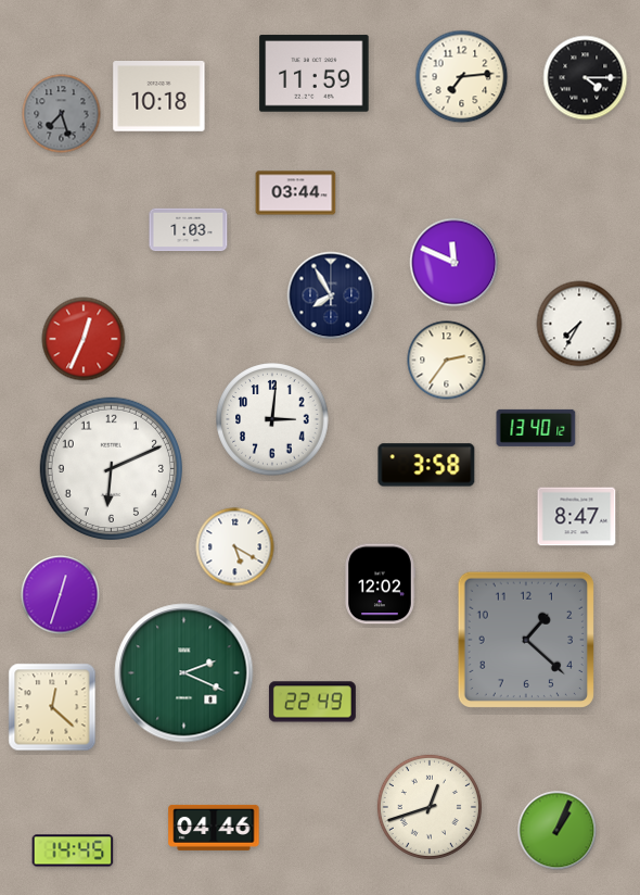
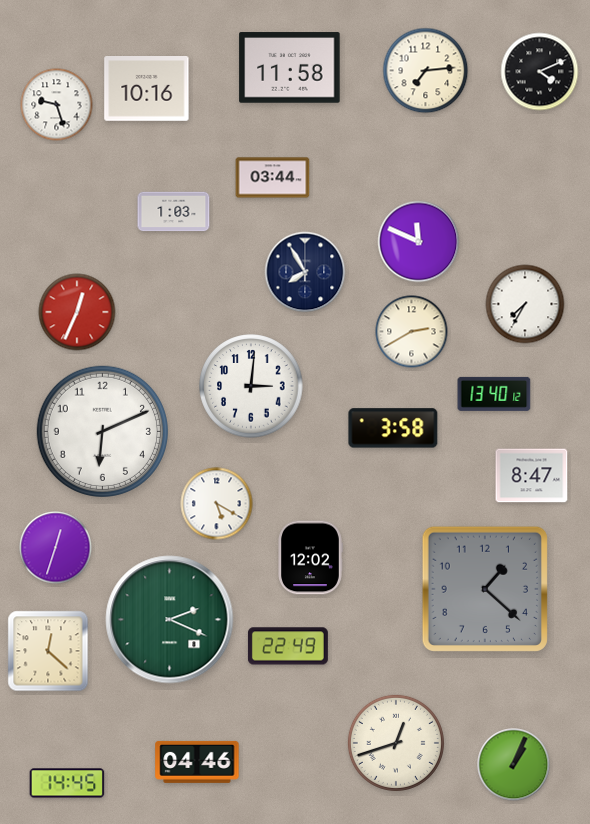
clock at (315, 74): 11:59 -> 11:58
clock at (586, 78): 4:15 -> 4:11
clock at (159, 97): 10:18 -> 10:16
clock at (62, 114): 7:27 -> 9:27
clock at (62, 114) dial: grey -> white
clock at (579, 324) position: (579, 324) -> (525, 304)
clock at (447, 361): 2:36 -> 2:40
clock at (380, 584) position: (380, 584) -> (310, 558)
